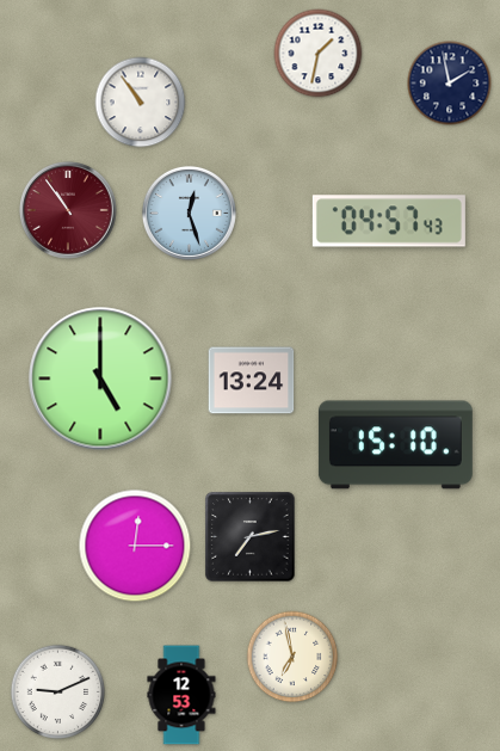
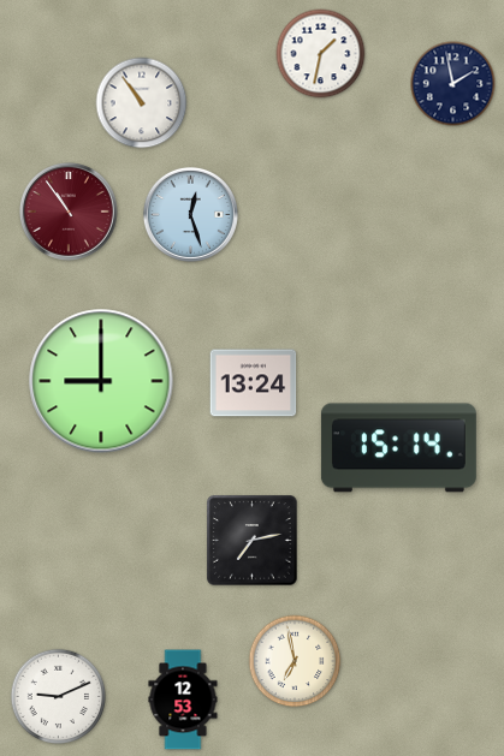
clock at (389, 221): 04:57 -> none
clock at (100, 378): 5:00 -> 9:00
clock at (395, 445): 15:10 -> 15:14
clock at (135, 546): 12:15 -> none
